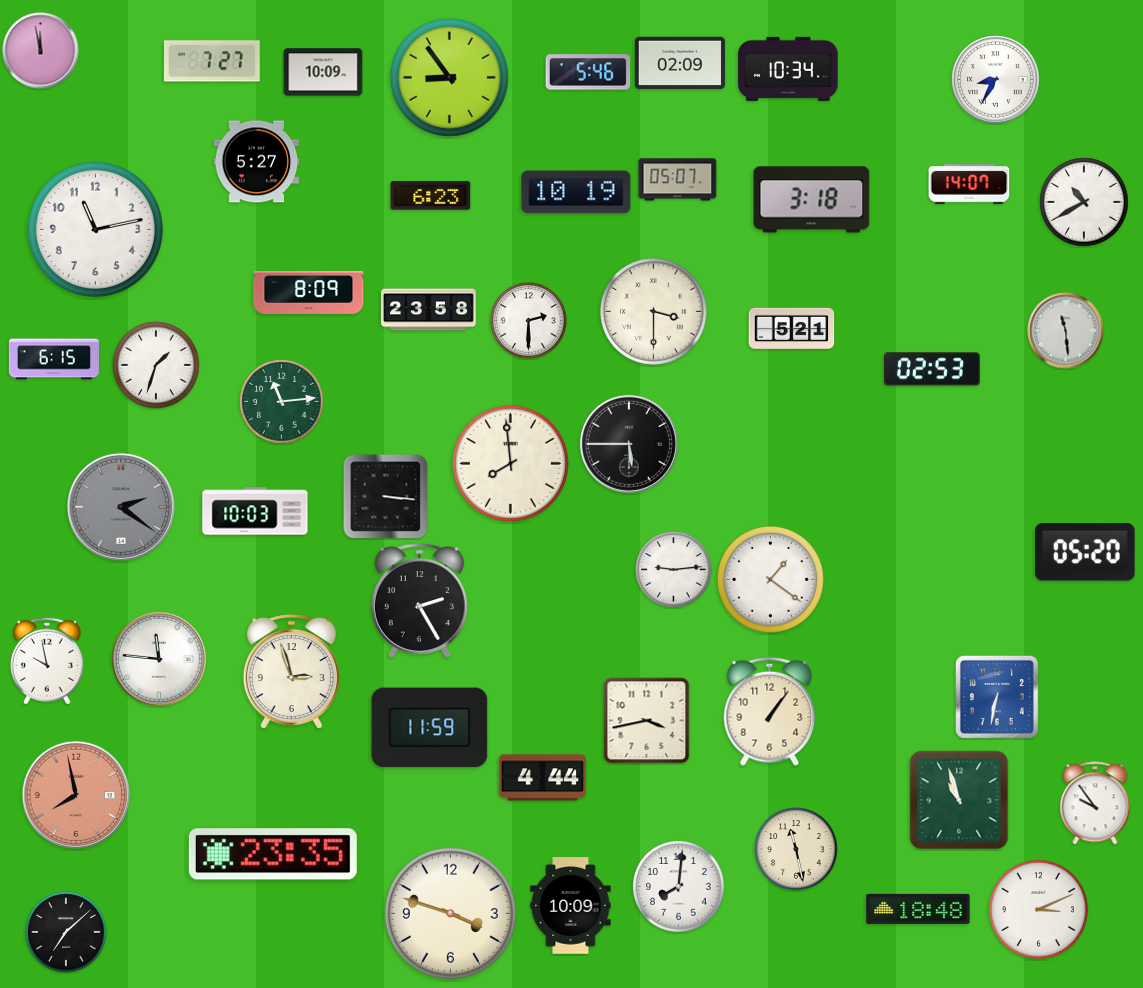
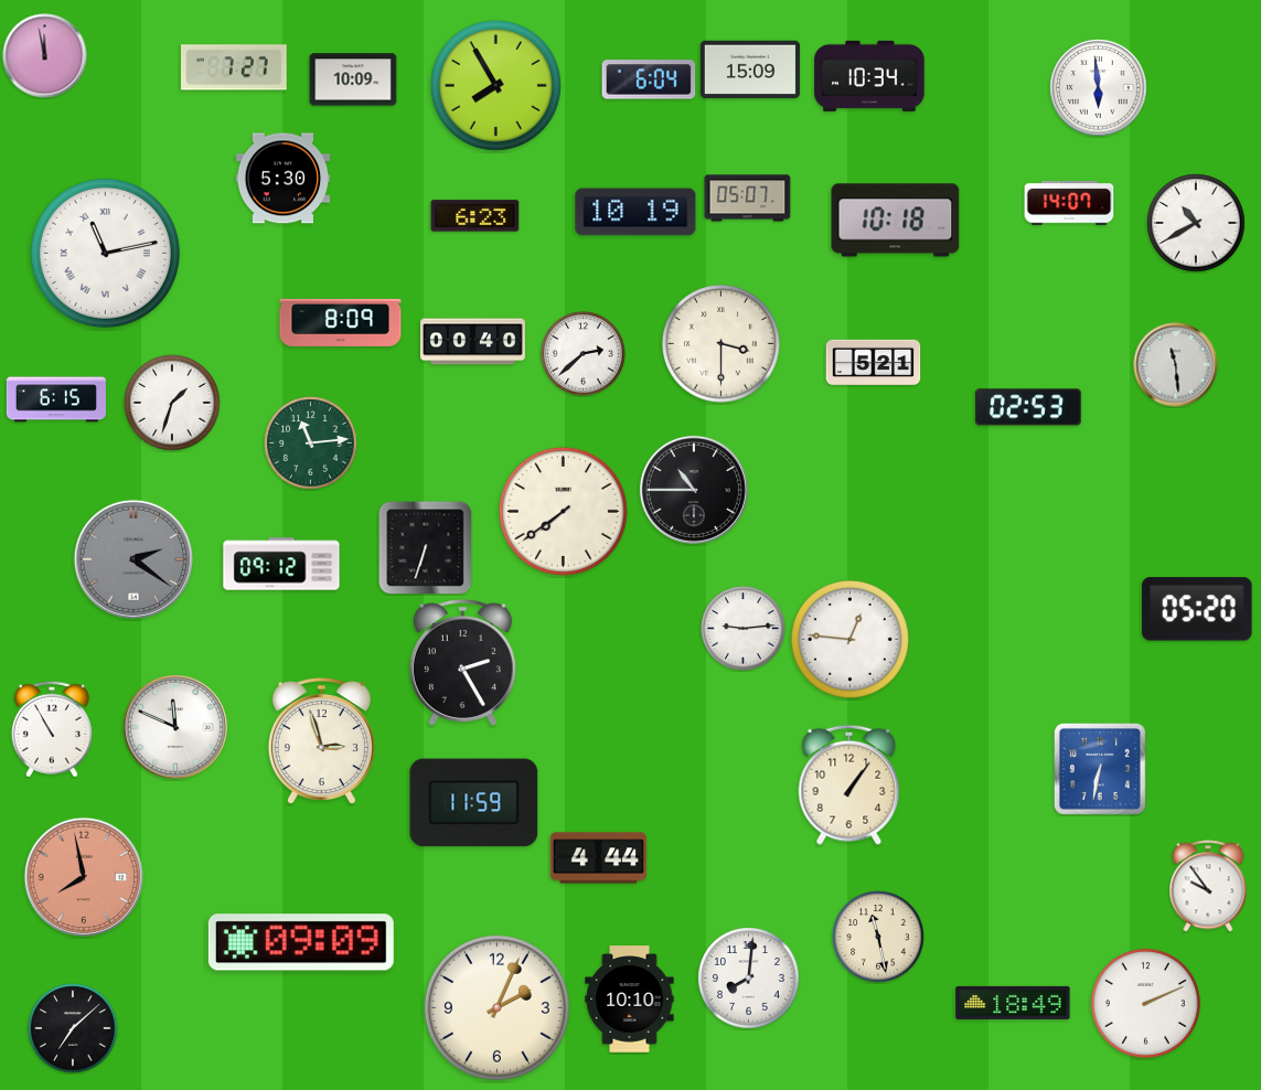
clock at (680, 63): 02:09 -> 15:09
clock at (323, 72) position: (323, 72) -> (353, 79)
clock at (588, 72): 5:46 -> 6:04
clock at (449, 77): 8:54 -> 7:55
clock at (996, 80): 8:35 -> 5:59
clock at (257, 162): 5:27 -> 5:30
clock at (812, 200): 3:18 -> 10:18
clock at (95, 229) numerals: Arabic -> Roman
clock at (429, 310): 23:58 -> 00:40
clock at (529, 321): 2:30 -> 2:38
clock at (54, 359) position: (54, 359) -> (56, 399)
clock at (629, 444): 5:45 -> 10:45
clock at (510, 463): 7:59 -> 7:39
clock at (386, 497): 3:16 -> 6:33
clock at (255, 511): 10:03 -> 09:12
clock at (770, 579): 1:21 -> 12:46
clock at (159, 659): 11:46 -> 11:49
clock at (47, 661): 9:58 -> 10:55
clock at (647, 721): 3:43 -> none
clock at (959, 800): 10:57 -> none
clock at (273, 854): 23:35 -> 09:09
clock at (571, 906): 10:09 -> 10:10
clock at (918, 909): 18:48 -> 18:49
clock at (1039, 910): 3:11 -> 2:11
clock at (450, 913): 3:48 -> 2:04
